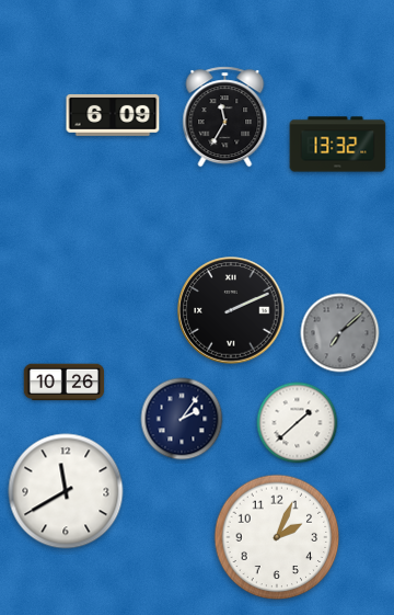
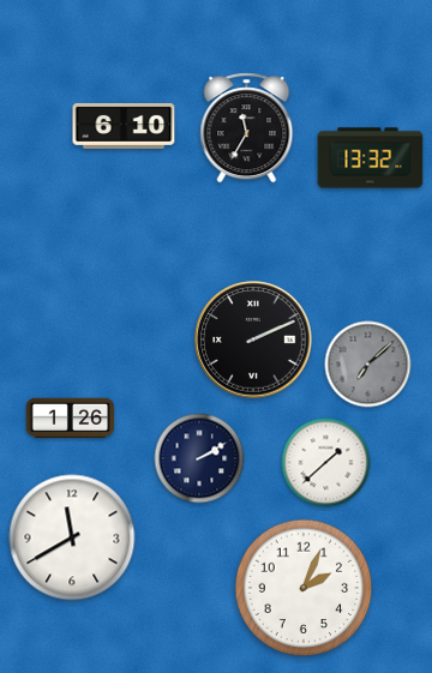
clock at (113, 115): 6:09 -> 6:10
clock at (340, 333) position: (340, 333) -> (368, 365)
clock at (65, 383): 10:26 -> 1:26
clock at (182, 419): 2:06 -> 2:10
